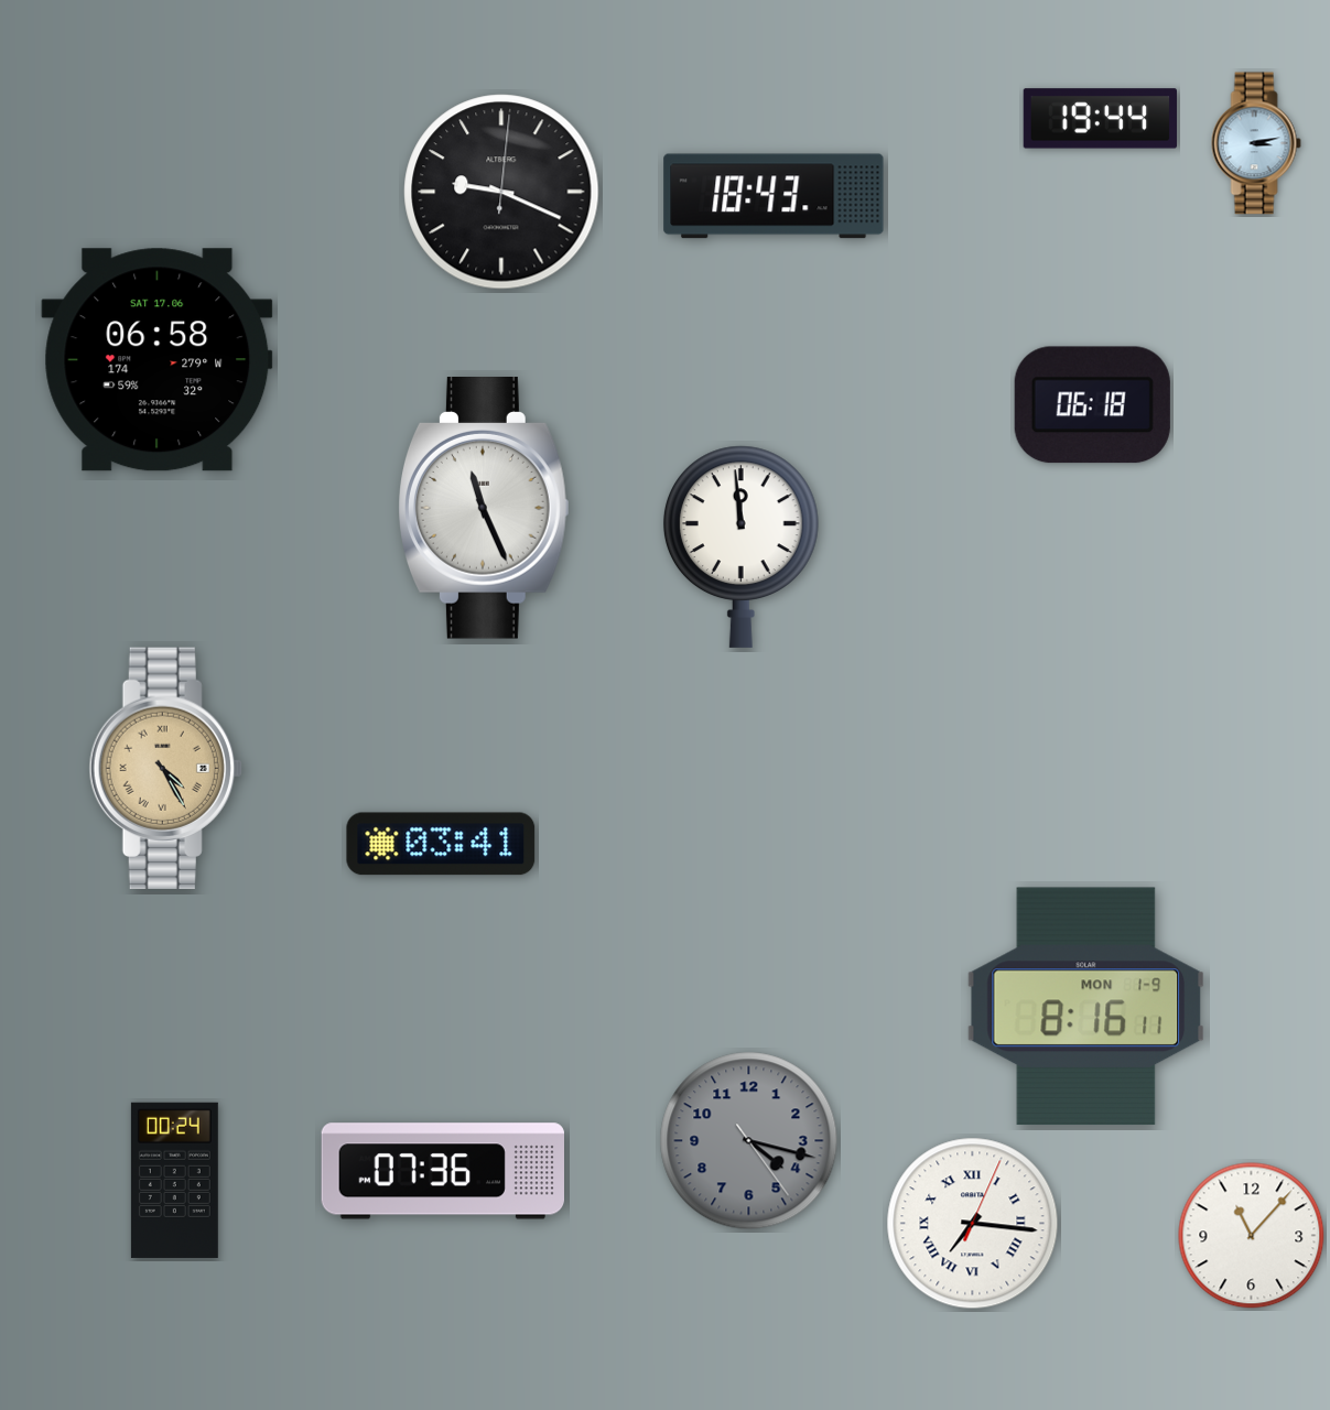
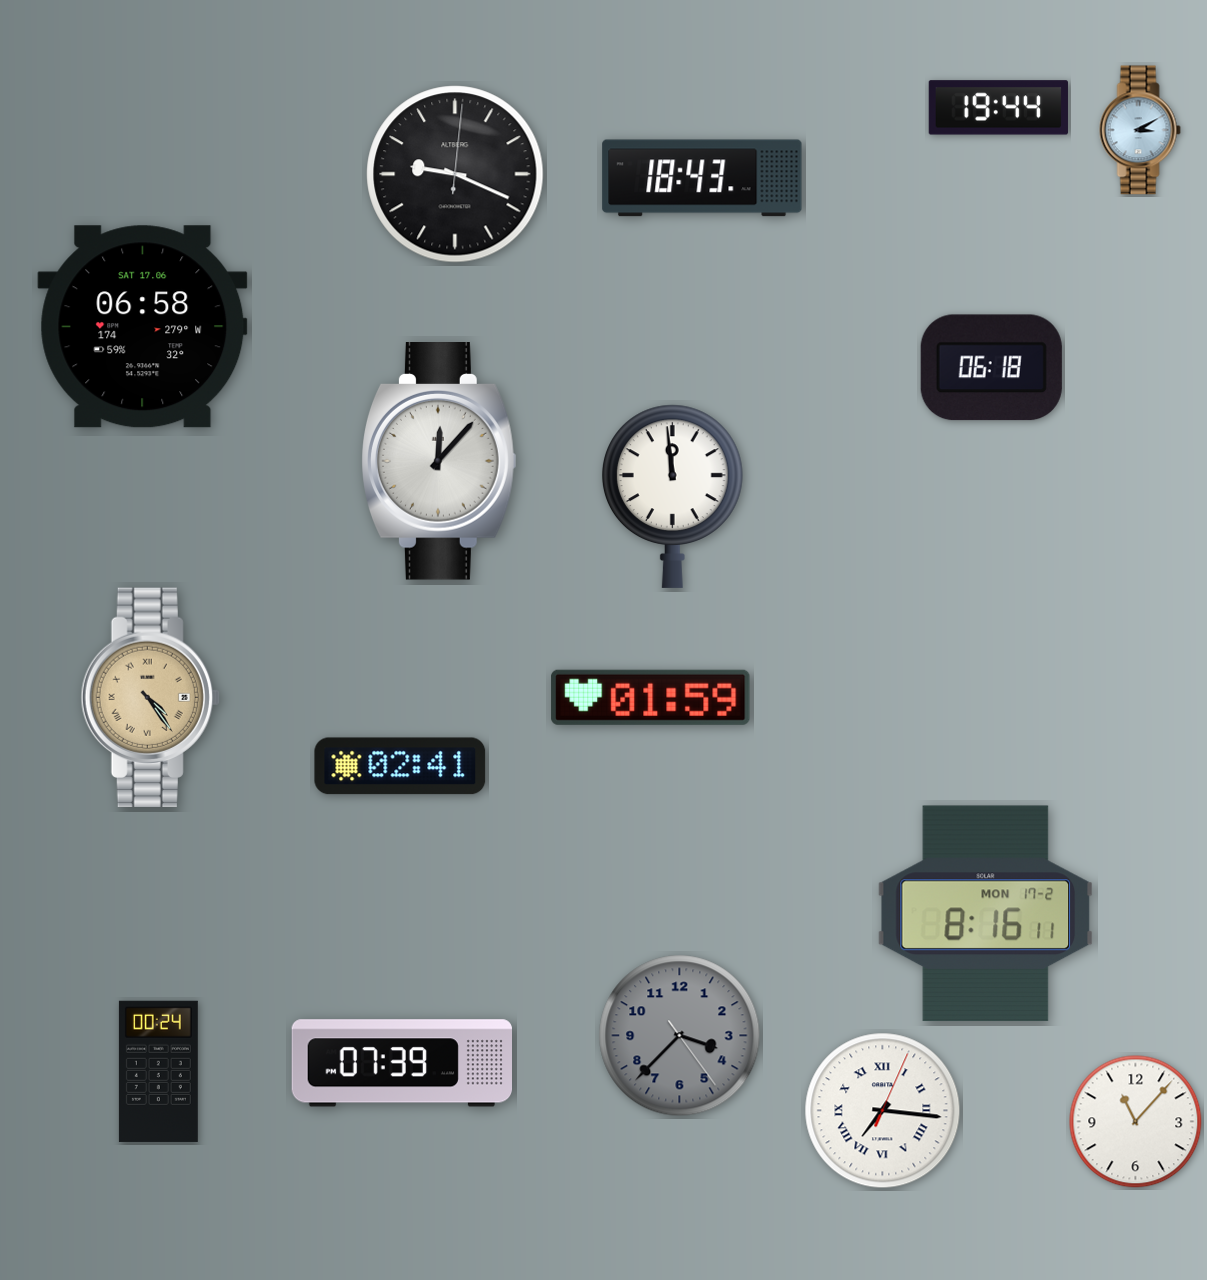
clock at (1256, 143): 3:13 -> 3:10
clock at (485, 509): 11:26 -> 12:07
clock at (165, 768): 4:25 -> 4:24
clock at (651, 697): none -> 01:59
clock at (441, 844): 03:41 -> 02:41
clock at (1086, 1007) date: MON 1-9 -> MON 17-2
clock at (749, 1141): 4:17 -> 3:37
clock at (442, 1171): 07:36 -> 07:39
